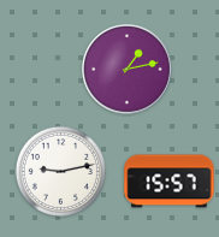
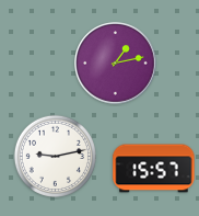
clock at (170, 182) position: (170, 182) -> (154, 169)
